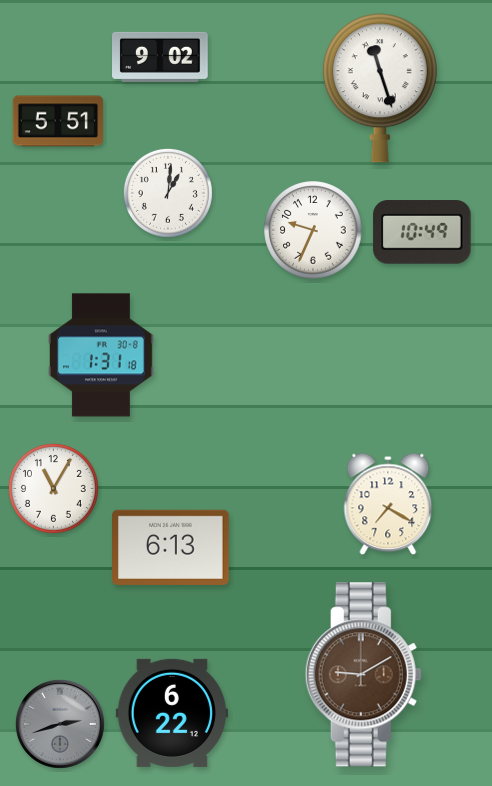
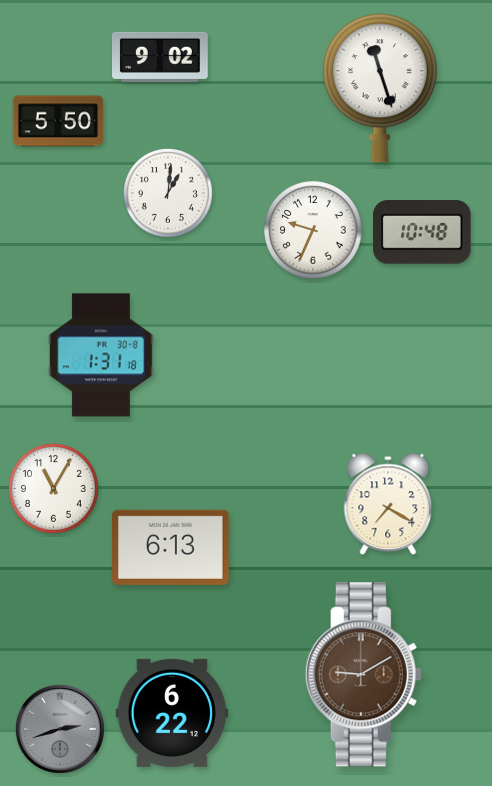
clock at (58, 121): 5:51 -> 5:50
clock at (422, 232): 10:49 -> 10:48
clock at (60, 724) position: (60, 724) -> (60, 729)
